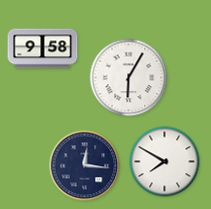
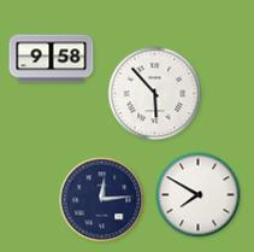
clock at (129, 78): 6:05 -> 5:53
clock at (85, 166): 12:16 -> 12:14
